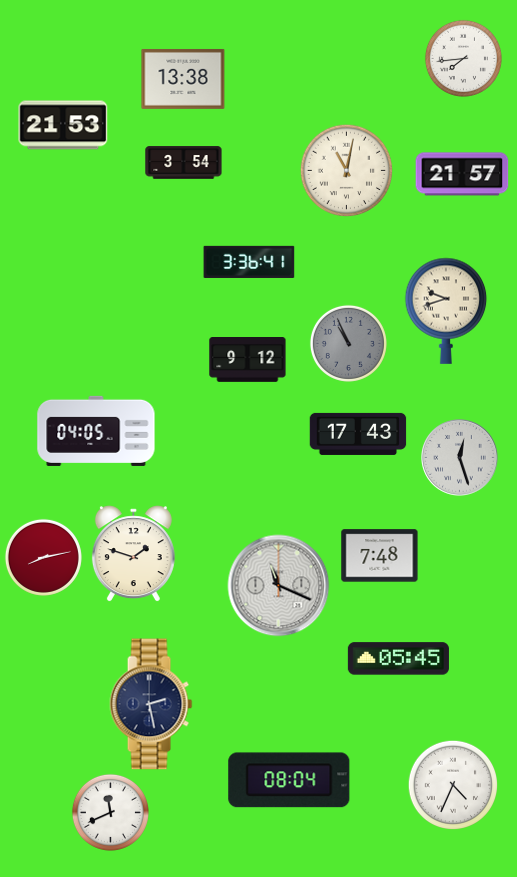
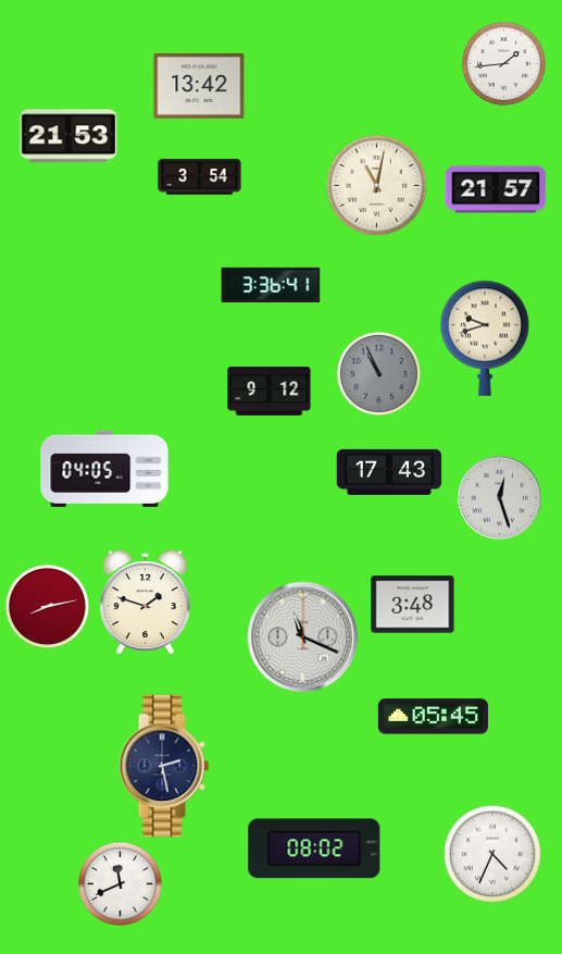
clock at (463, 58): 7:44 -> 1:44
clock at (183, 79): 13:38 -> 13:42
clock at (462, 174) position: (462, 174) -> (496, 189)
clock at (380, 556): 7:48 -> 3:48
clock at (289, 780): 08:04 -> 08:02
